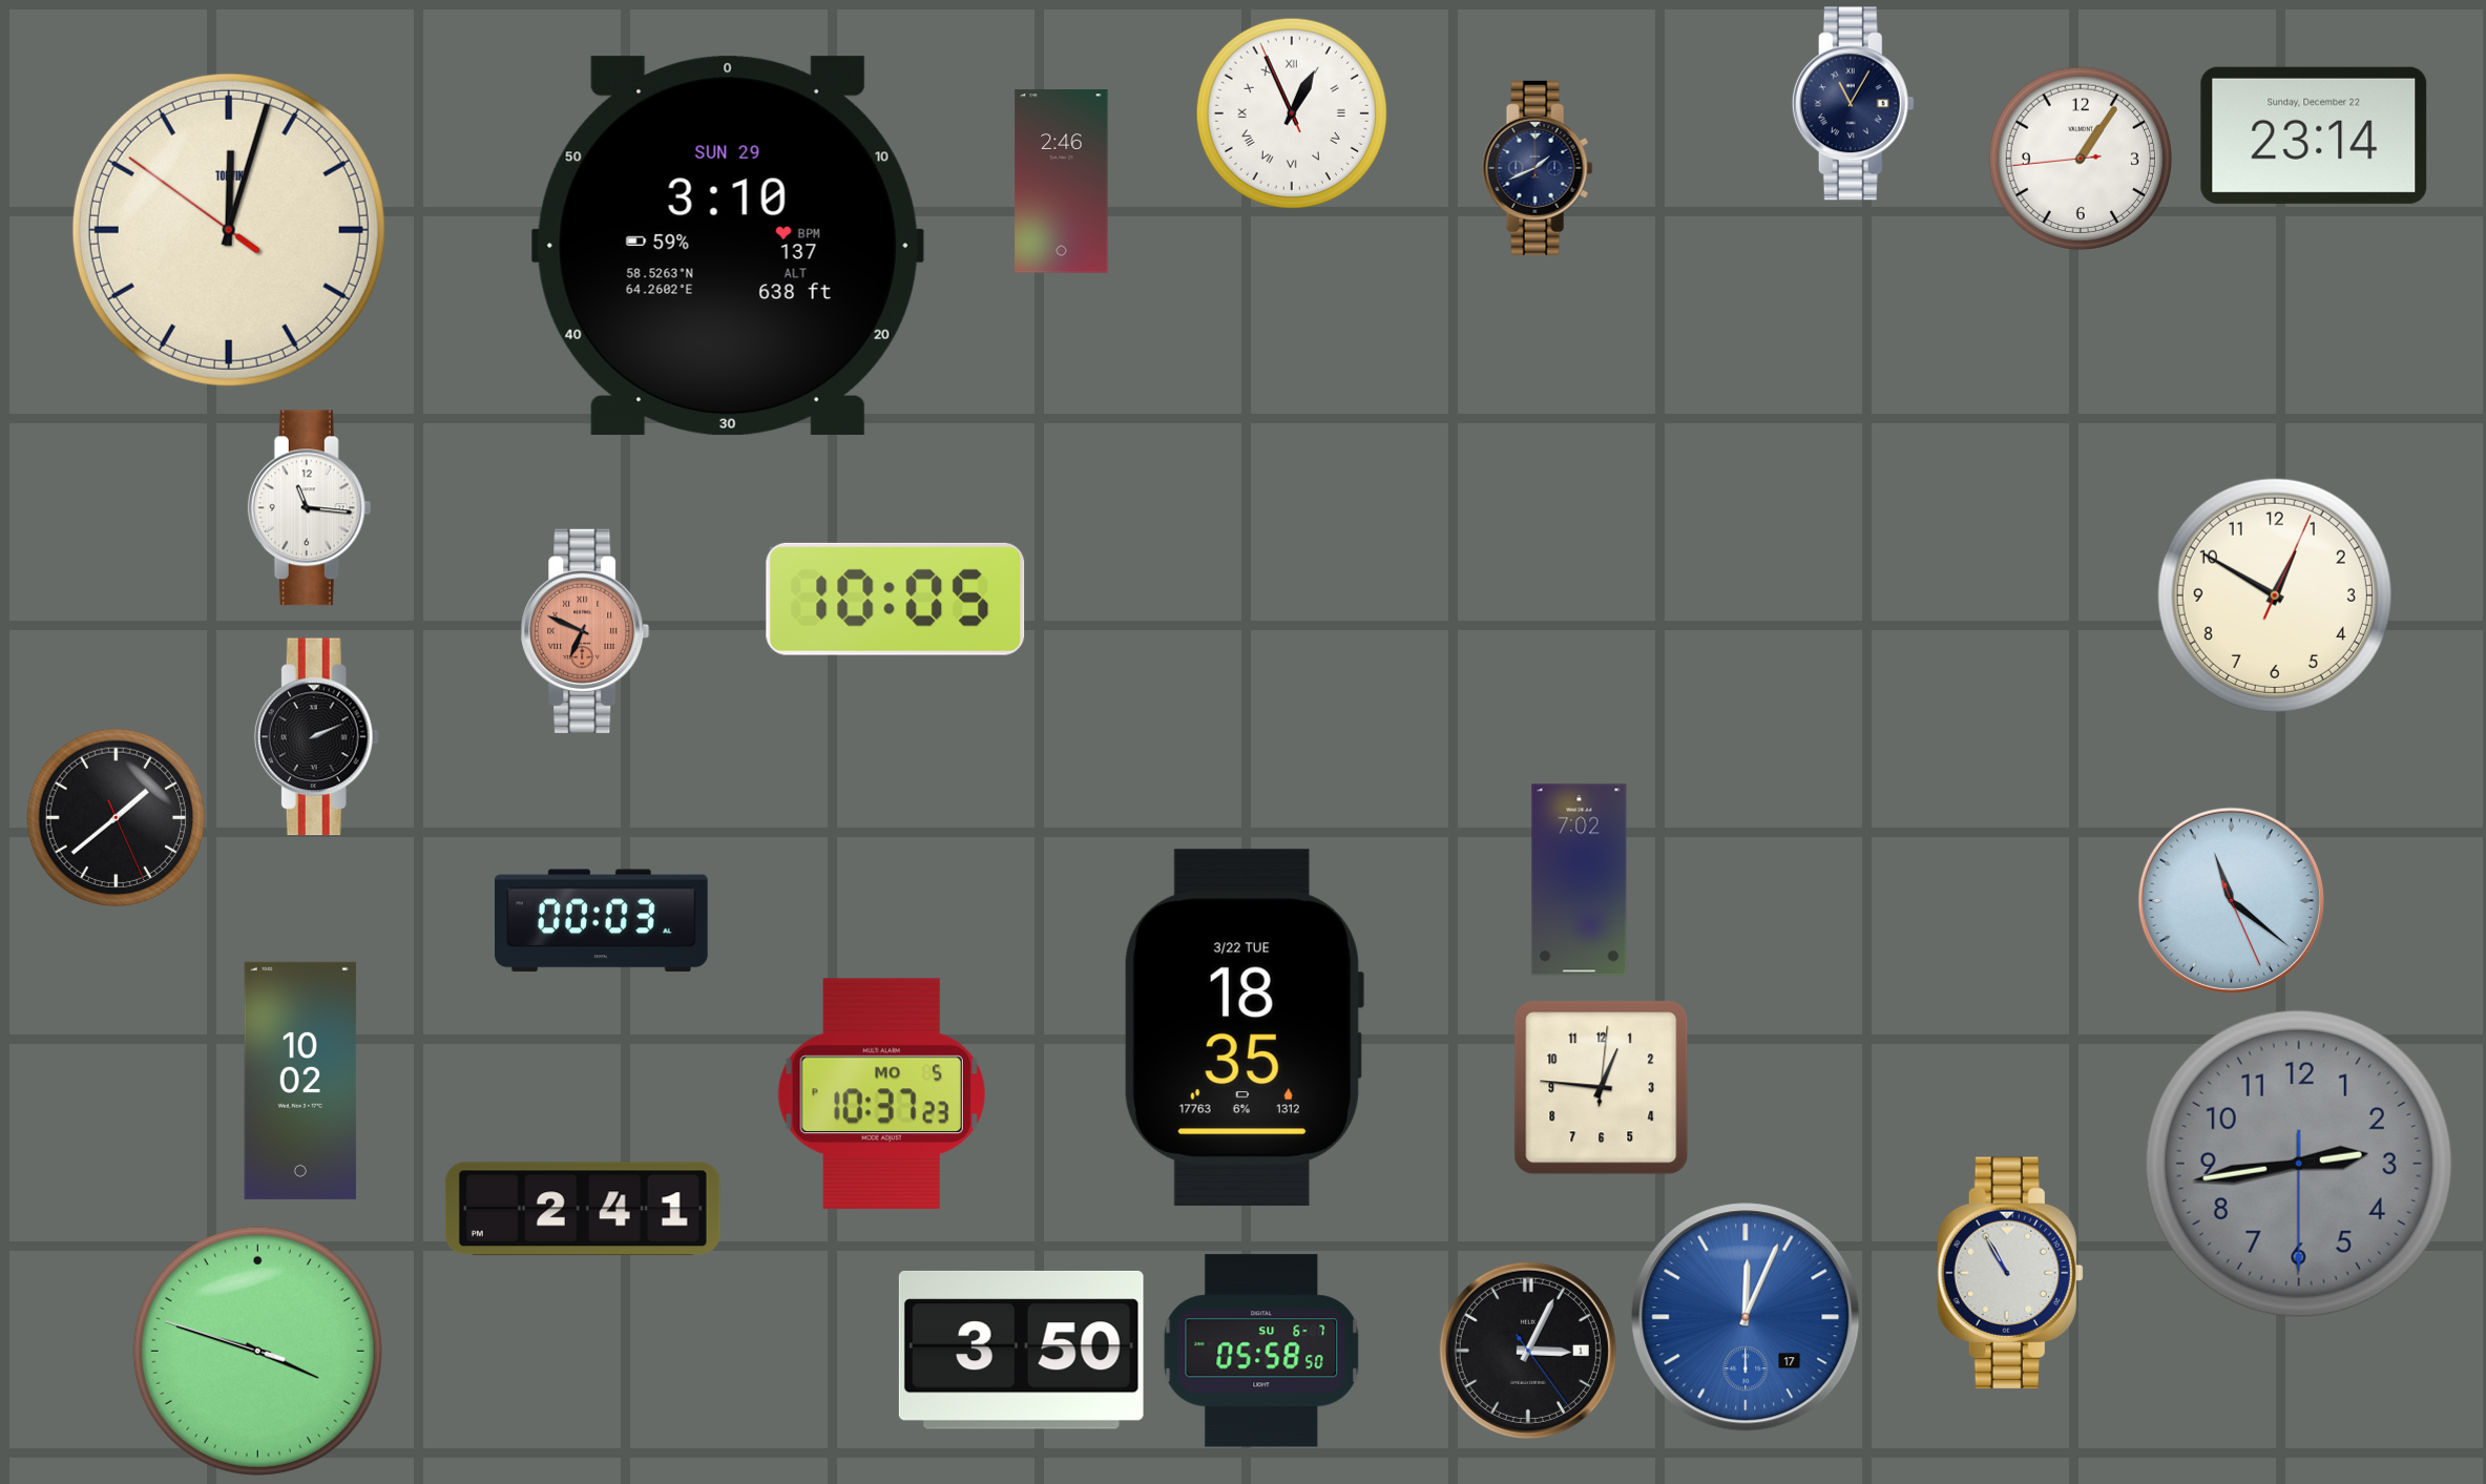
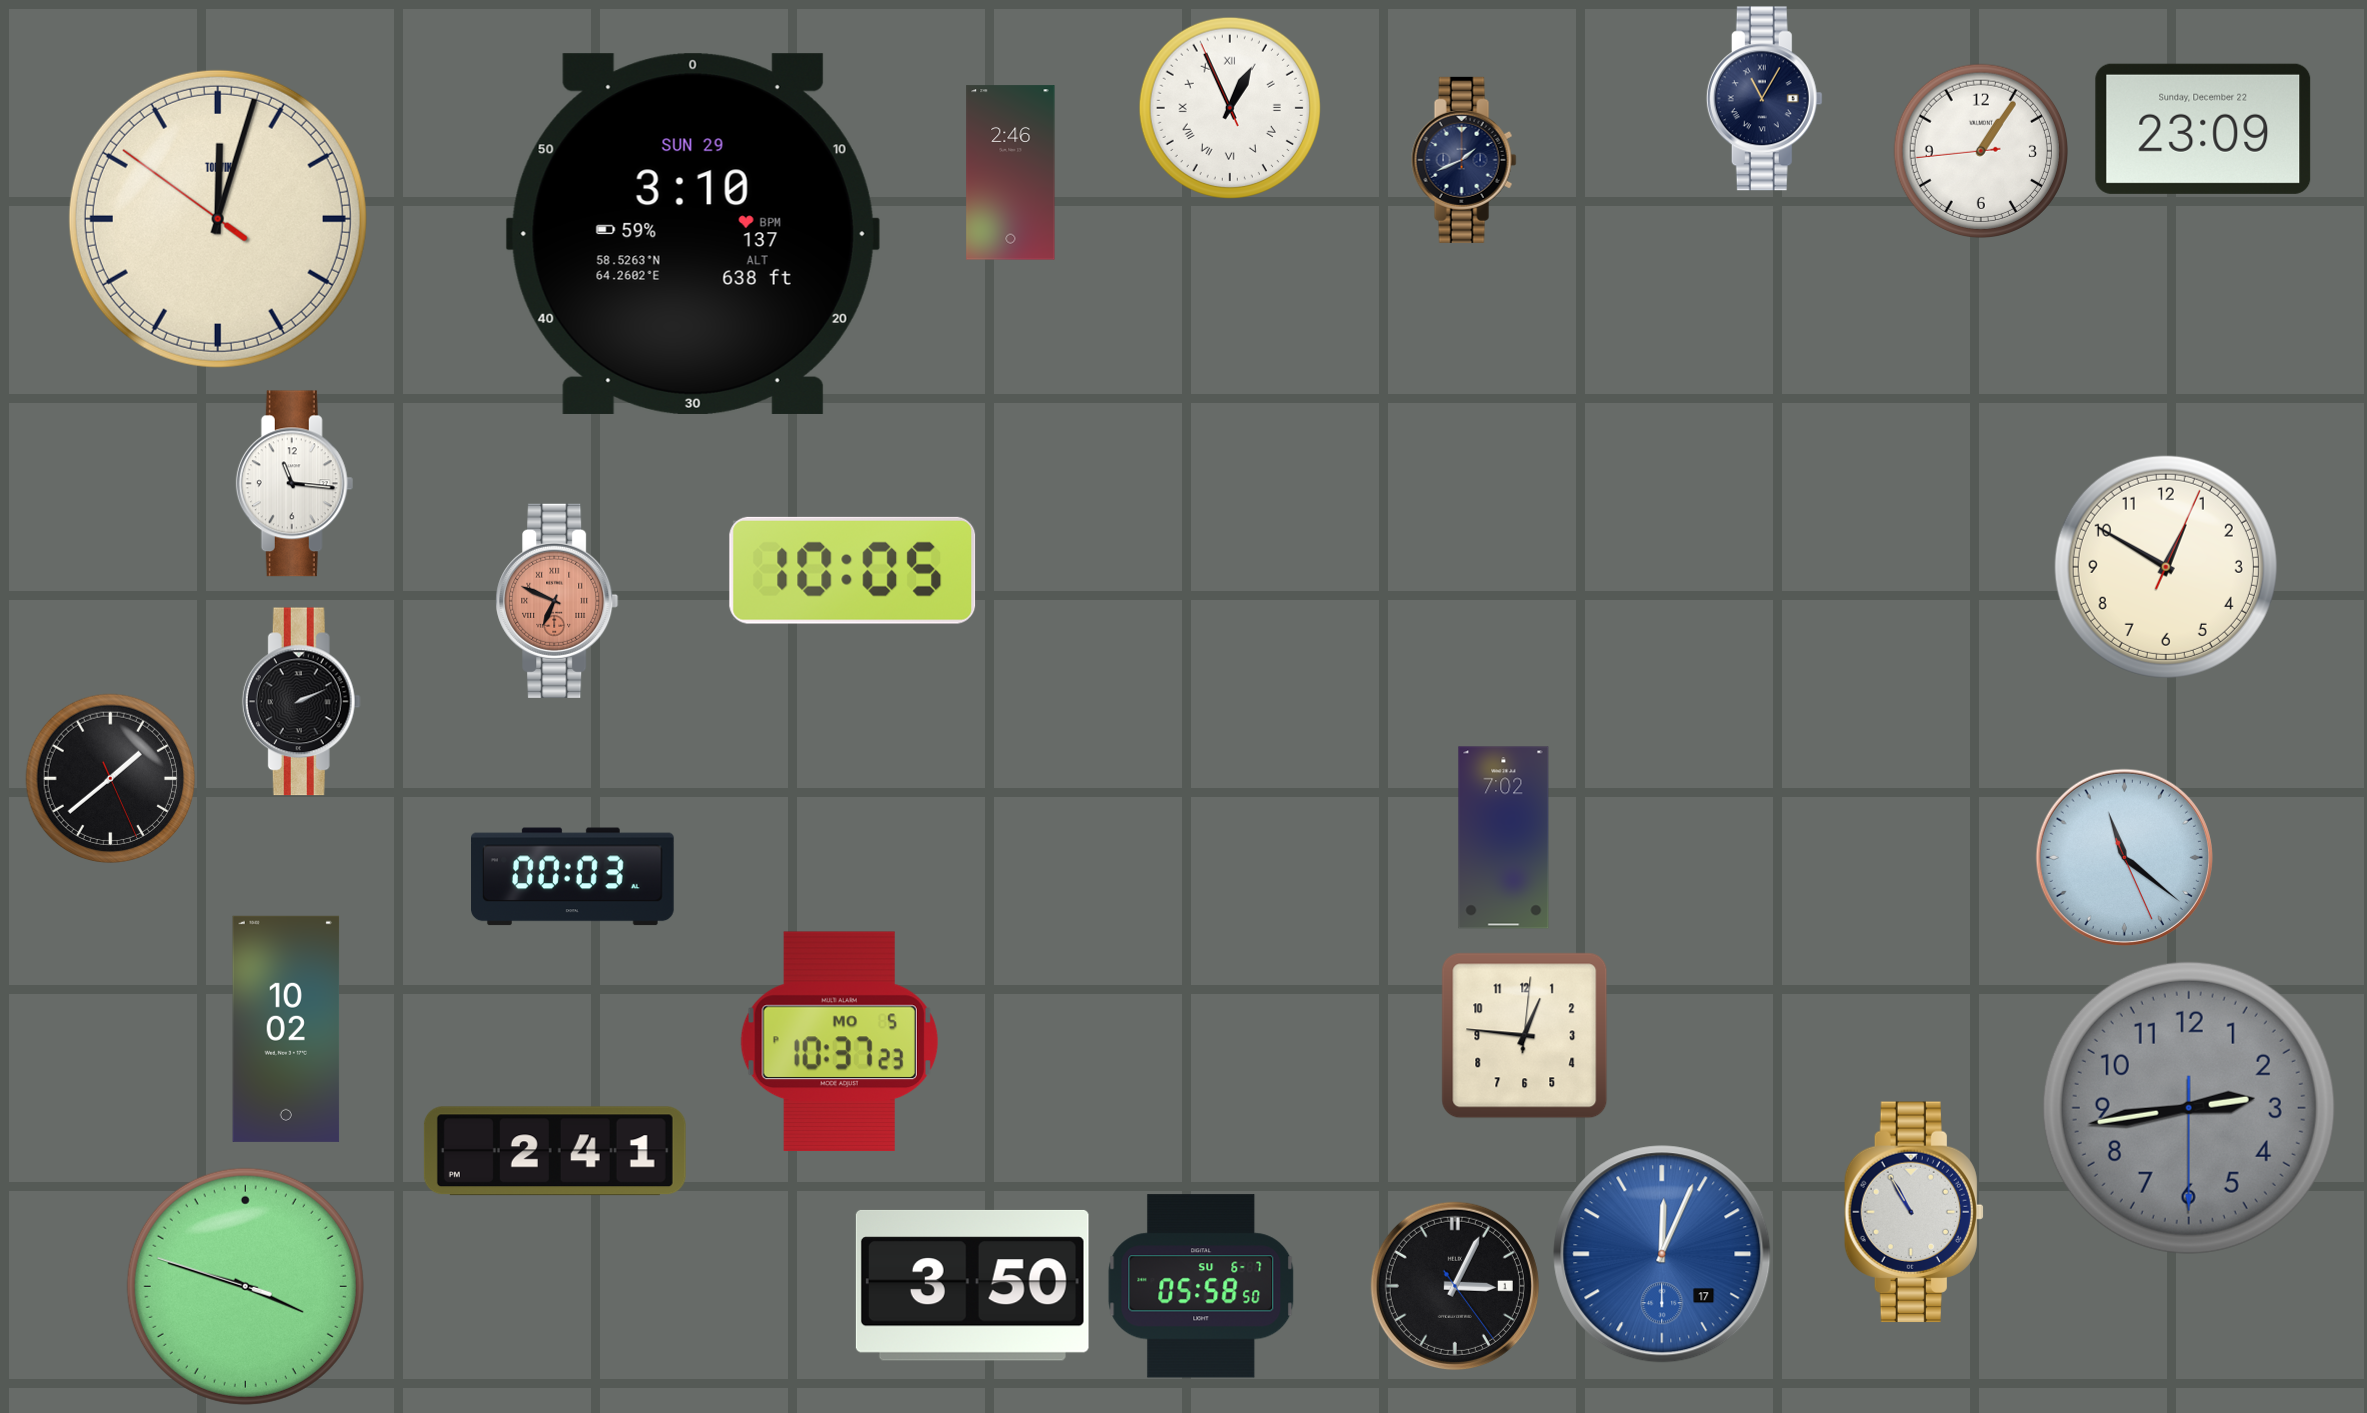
clock at (2314, 135): 23:14 -> 23:09
clock at (1244, 1027): 18:35 -> none
